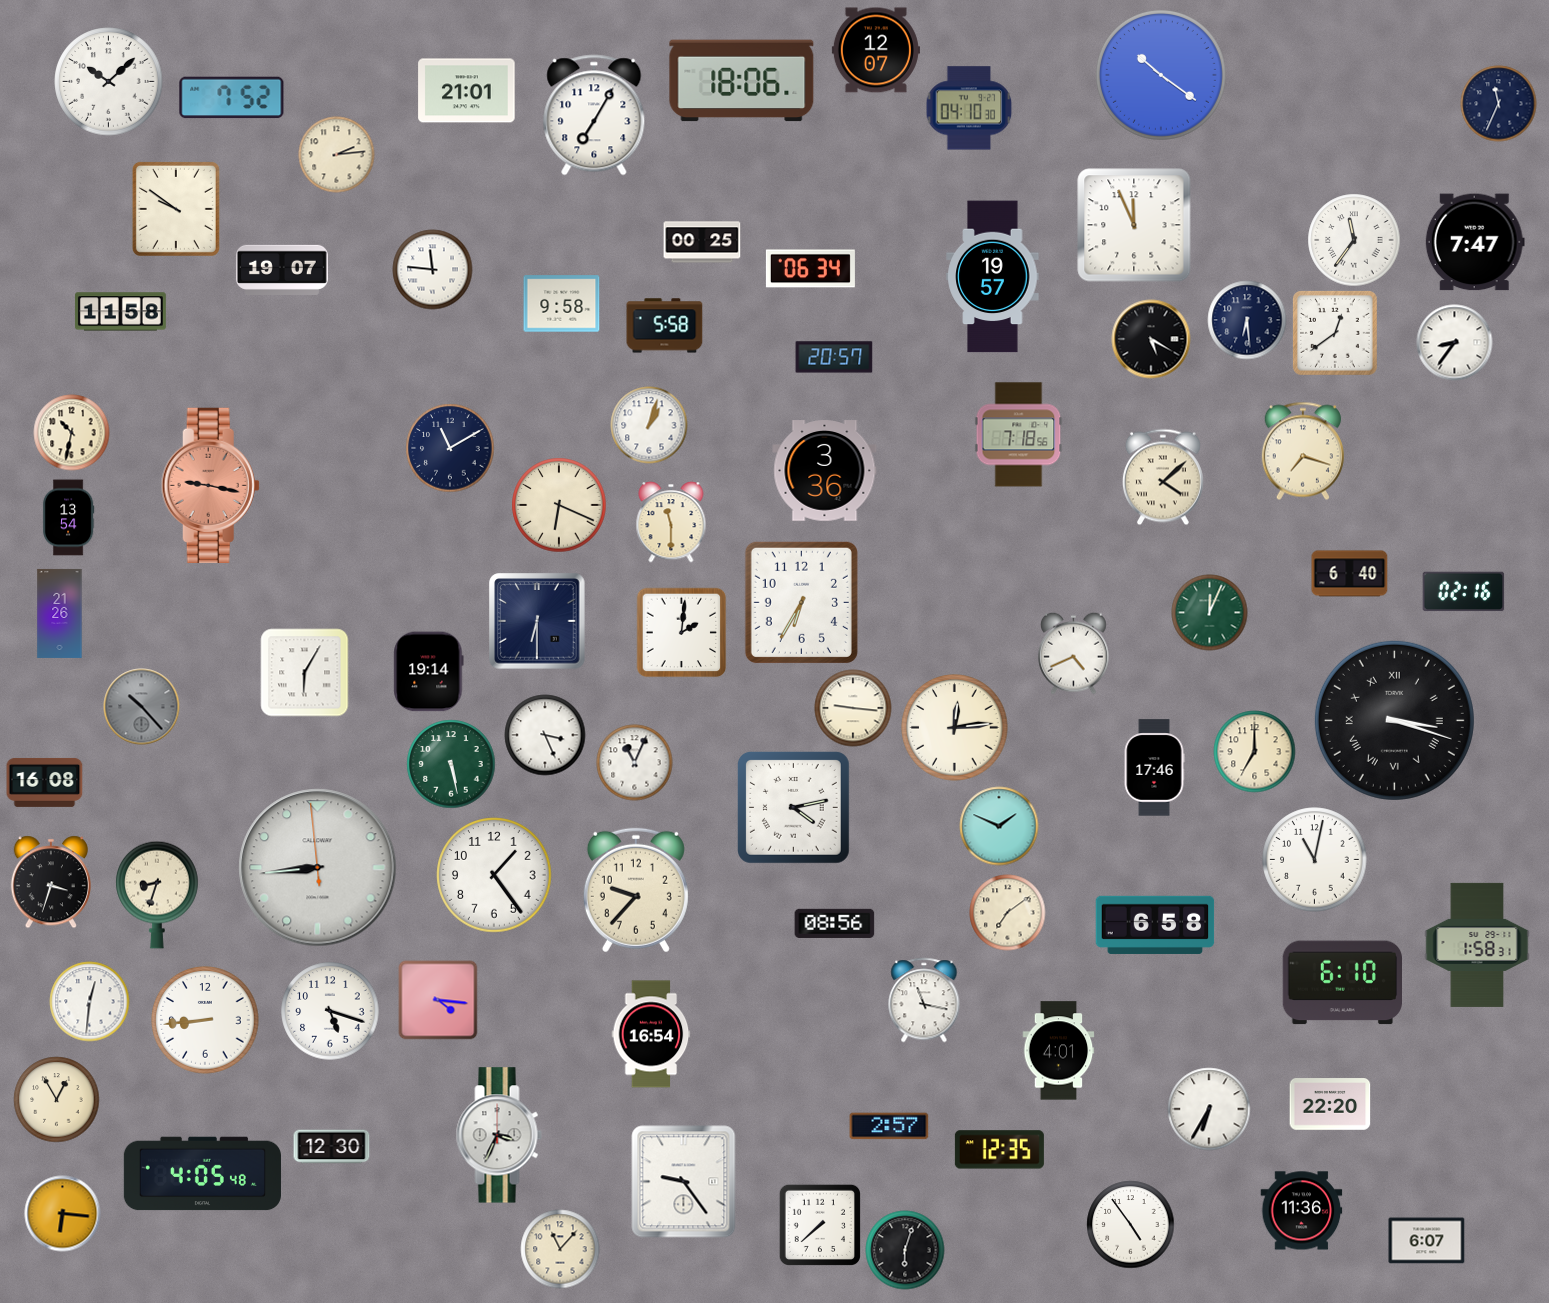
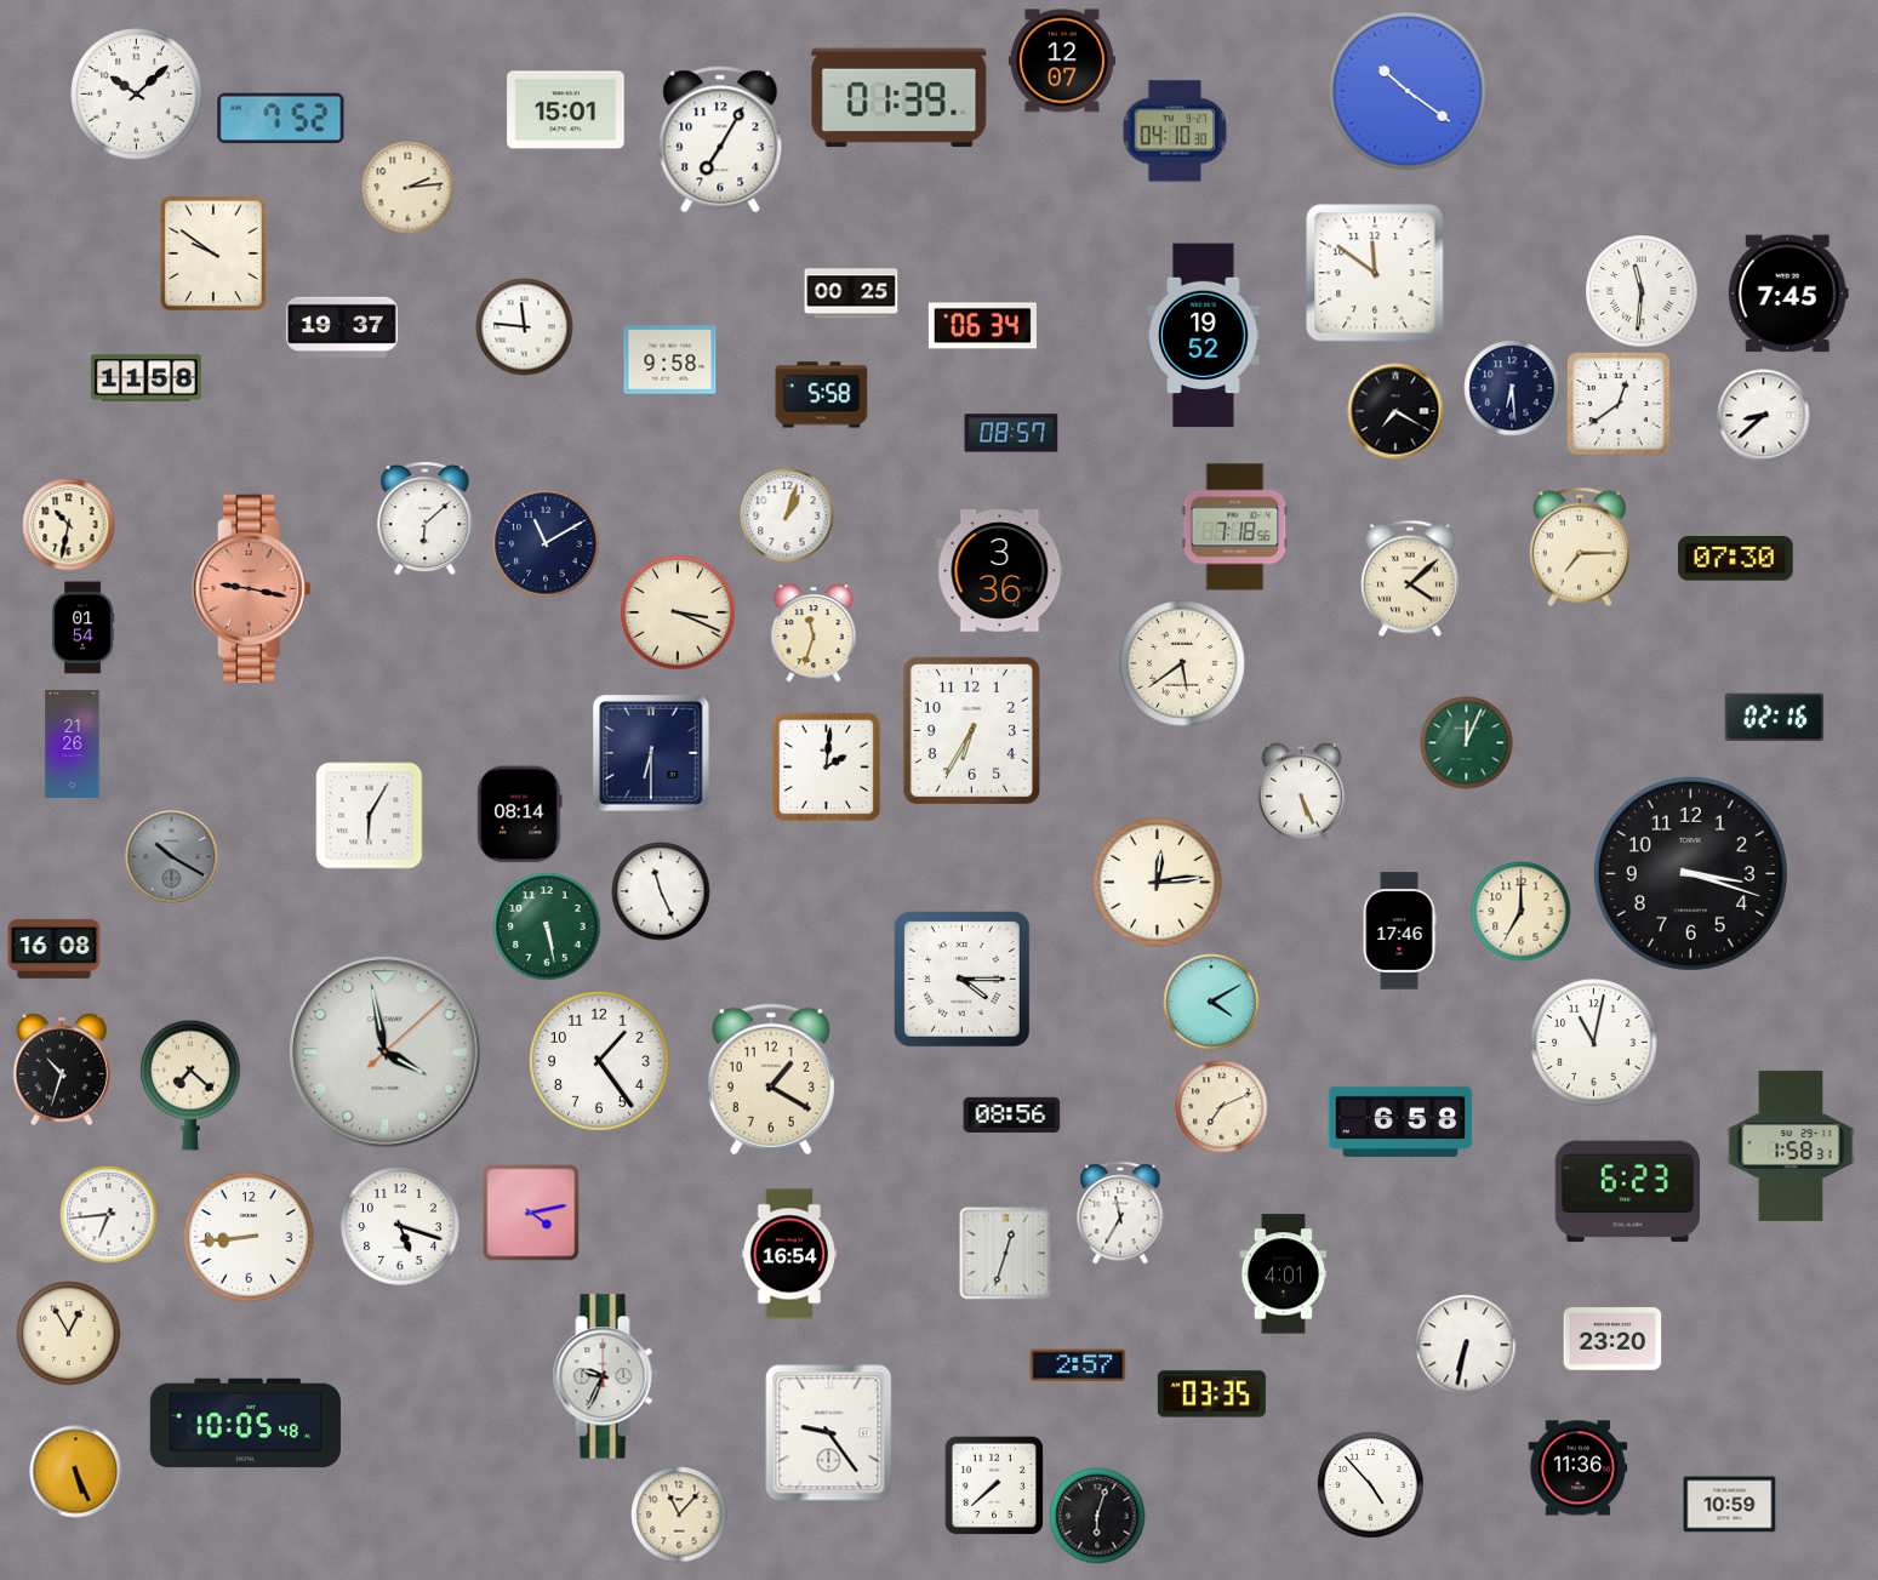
clock at (742, 81): 18:06 -> 01:39
clock at (109, 82) position: (109, 82) -> (137, 95)
clock at (467, 91): 21:01 -> 15:01
clock at (1499, 104): 11:34 -> none
clock at (1134, 225): 11:56 -> 11:51
clock at (1354, 240): 11:36 -> 11:31
clock at (1475, 242): 7:47 -> 7:45
clock at (282, 270): 19:07 -> 19:37
clock at (993, 277): 19:57 -> 19:52
clock at (562, 304) position: (562, 304) -> (670, 360)
clock at (665, 326) position: (665, 326) -> (822, 395)
clock at (1151, 339): 5:20 -> 7:20
clock at (1455, 343): 8:36 -> 8:38
clock at (834, 357): 20:57 -> 08:57
clock at (426, 519): none -> 6:08
clock at (72, 433) position: (72, 433) -> (69, 525)
clock at (1303, 451): 7:18 -> 7:15
clock at (1736, 559): none -> 07:30
clock at (210, 485) position: (210, 485) -> (251, 588)
clock at (559, 505): 6:19 -> 3:19
clock at (68, 518): 13:54 -> 01:54
clock at (671, 522): 11:30 -> 11:33
clock at (1182, 663): none -> 5:39
clock at (1350, 574): 6:40 -> none
clock at (1074, 653): 4:41 -> 5:26
clock at (429, 672): 19:14 -> 08:14
clock at (142, 707): 10:23 -> 10:20
clock at (853, 708): 9:16 -> none
clock at (1394, 720) numerals: Roman -> Arabic
clock at (545, 735): 3:26 -> 11:26
clock at (635, 763): 11:04 -> none
clock at (794, 808): 4:13 -> 4:15
clock at (999, 826): 1:49 -> 4:10
clock at (318, 868): 8:43 -> 3:58
clock at (51, 882): 3:33 -> 10:33
clock at (636, 890): 9:37 -> 1:20
clock at (157, 895): 8:33 -> 7:22
clock at (1008, 913): 7:09 -> 7:11
clock at (835, 923) position: (835, 923) -> (1012, 1114)
clock at (1342, 983): 6:10 -> 6:23
clock at (438, 1000): 4:16 -> 4:13
clock at (924, 1000): 11:17 -> 11:35
clock at (90, 1002): 12:31 -> 6:44
clock at (1006, 1254): none -> 12:33
clock at (1330, 1104): 22:20 -> 23:20
clock at (1209, 1109): 6:35 -> 6:32
clock at (499, 1135): 3:34 -> 9:34
clock at (332, 1147): 12:30 -> none
clock at (999, 1150): 12:35 -> 03:35
clock at (202, 1174): 4:05 -> 10:05
clock at (63, 1214): 6:16 -> 5:26
clock at (1131, 1225): 4:54 -> 4:53
clock at (1427, 1241): 6:07 -> 10:59
